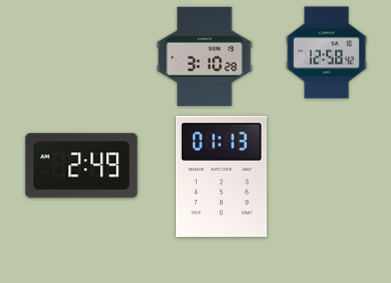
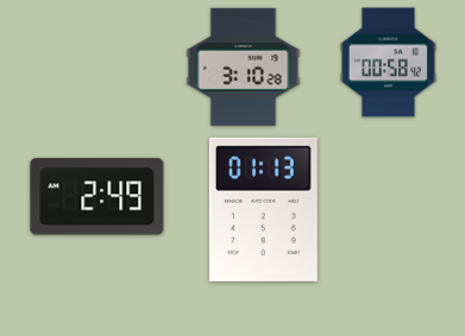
clock at (326, 53): 12:58 -> 00:58
